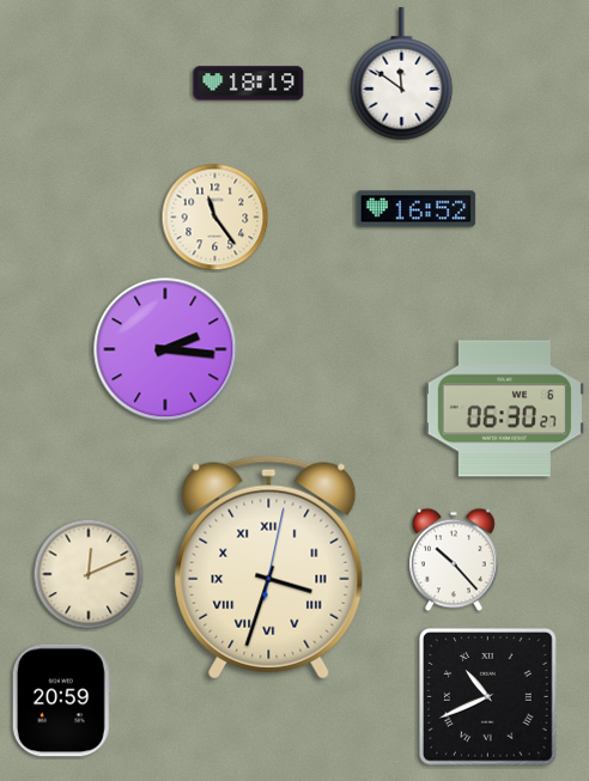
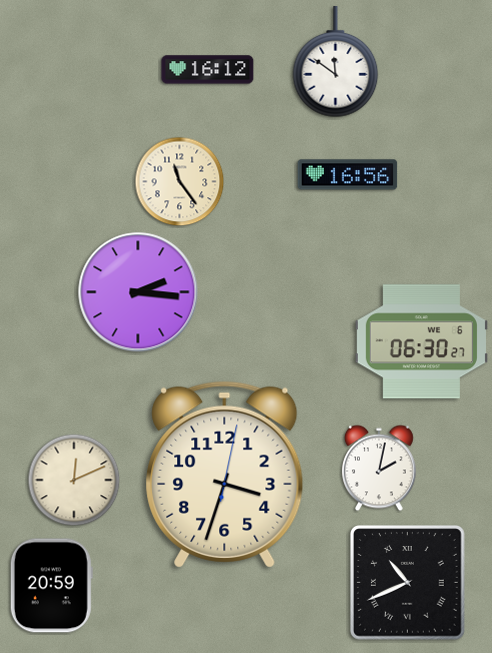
clock at (249, 84): 18:19 -> 16:12
clock at (417, 209): 16:52 -> 16:56
clock at (454, 560): 10:23 -> 2:02
clock at (269, 567) numerals: Roman -> Arabic
